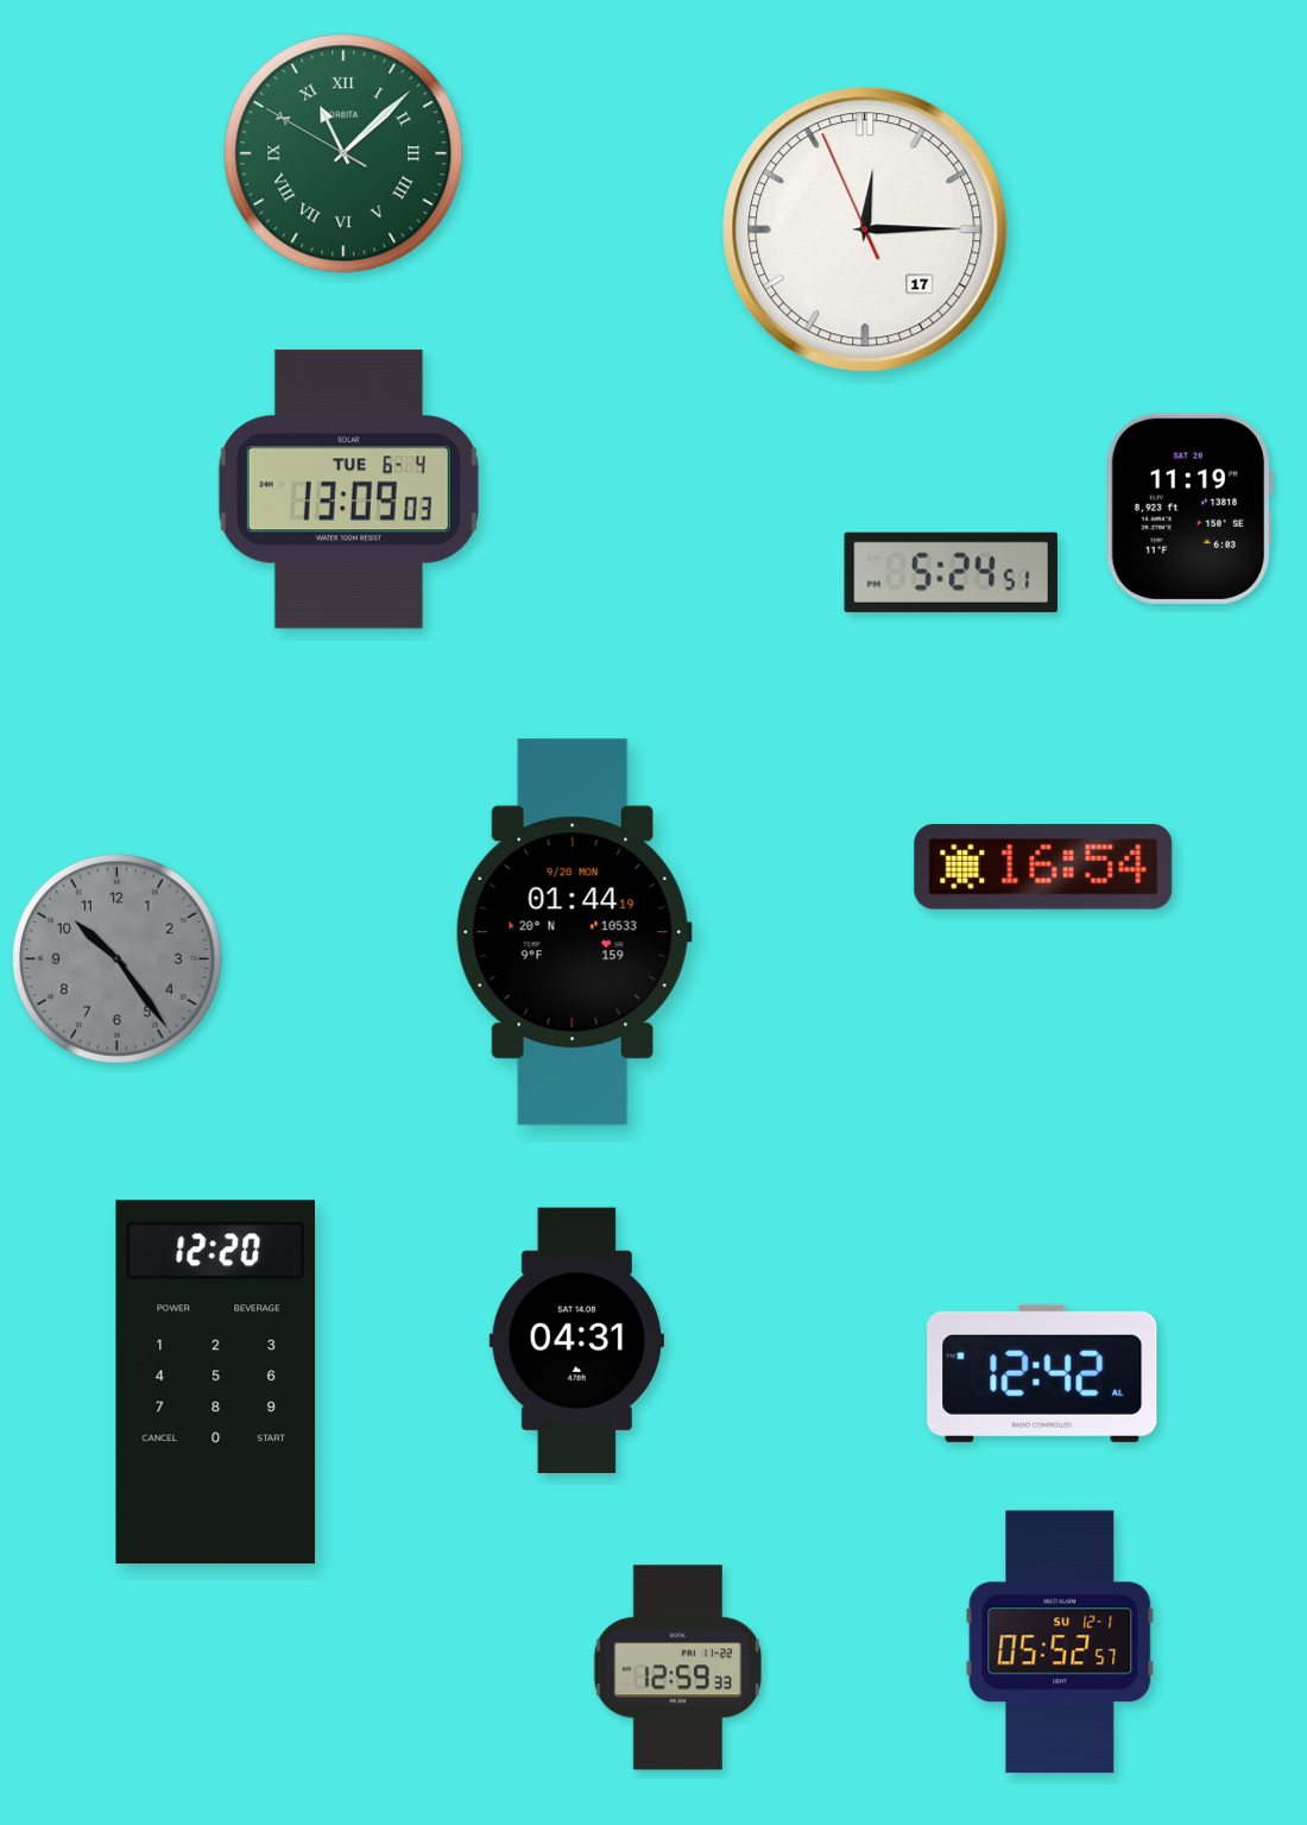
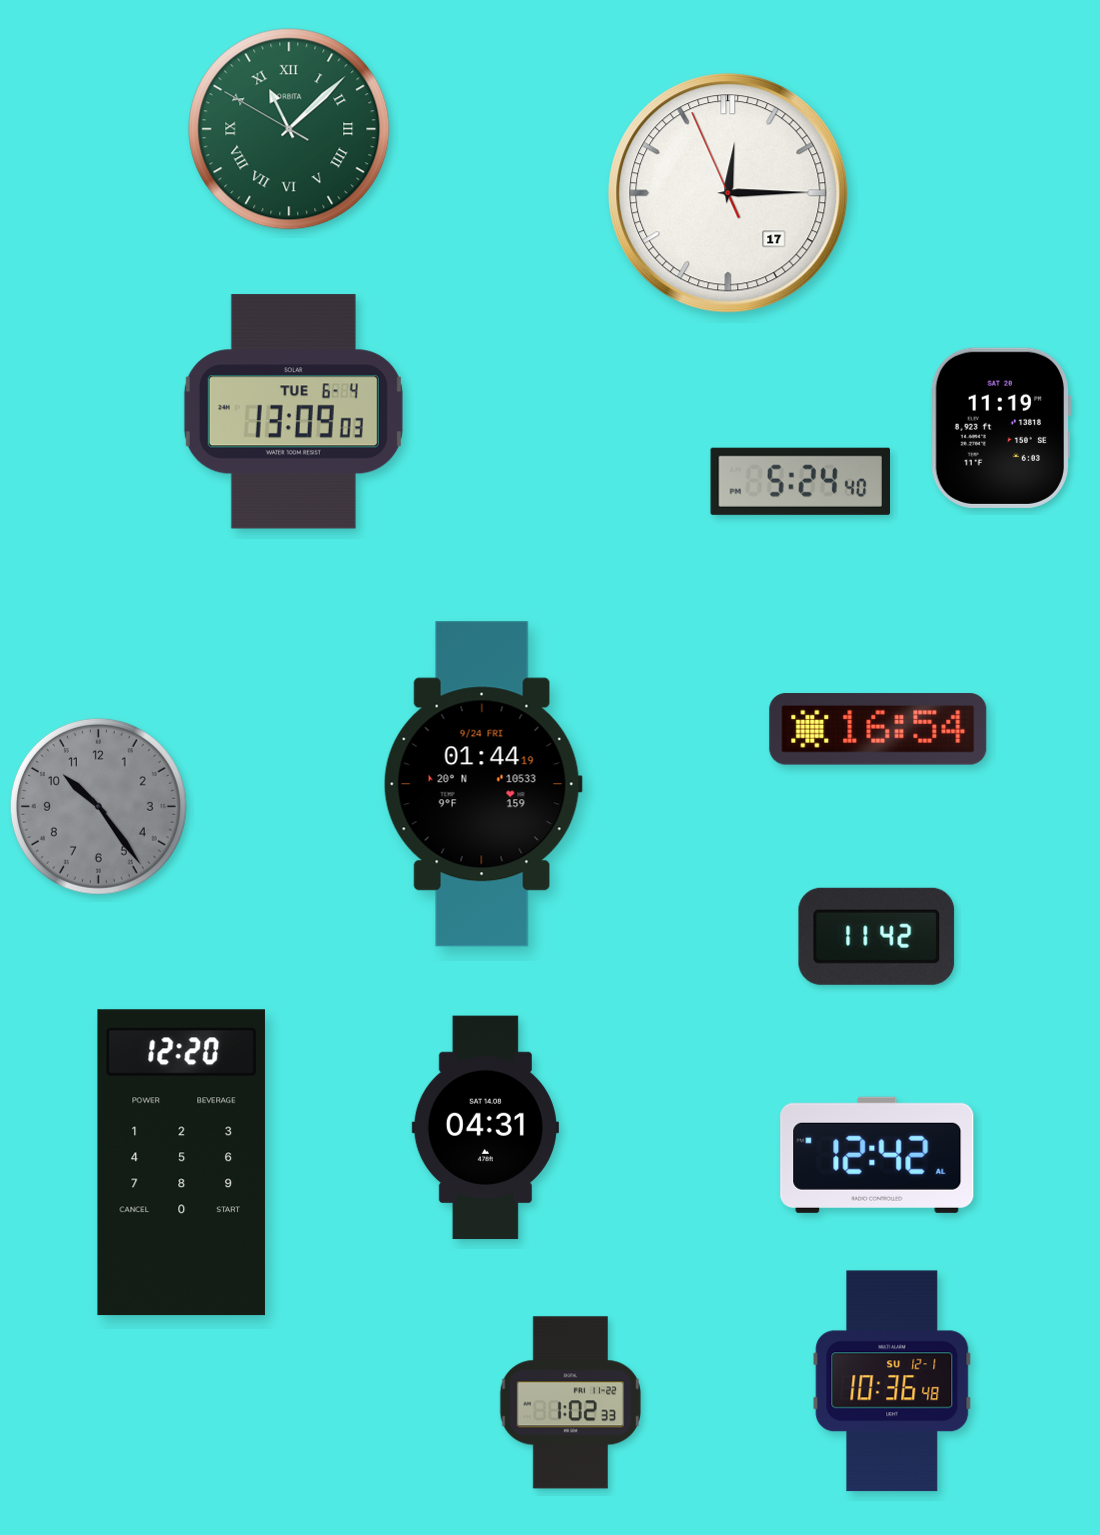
clock at (951, 572): 5:24:51 -> 5:24:40
clock at (574, 932) date: 9/20 MON -> 9/24 FRI
clock at (877, 936): none -> 11:42
clock at (1060, 1642): 05:52 -> 10:36
clock at (677, 1668): 12:59 -> 1:02
